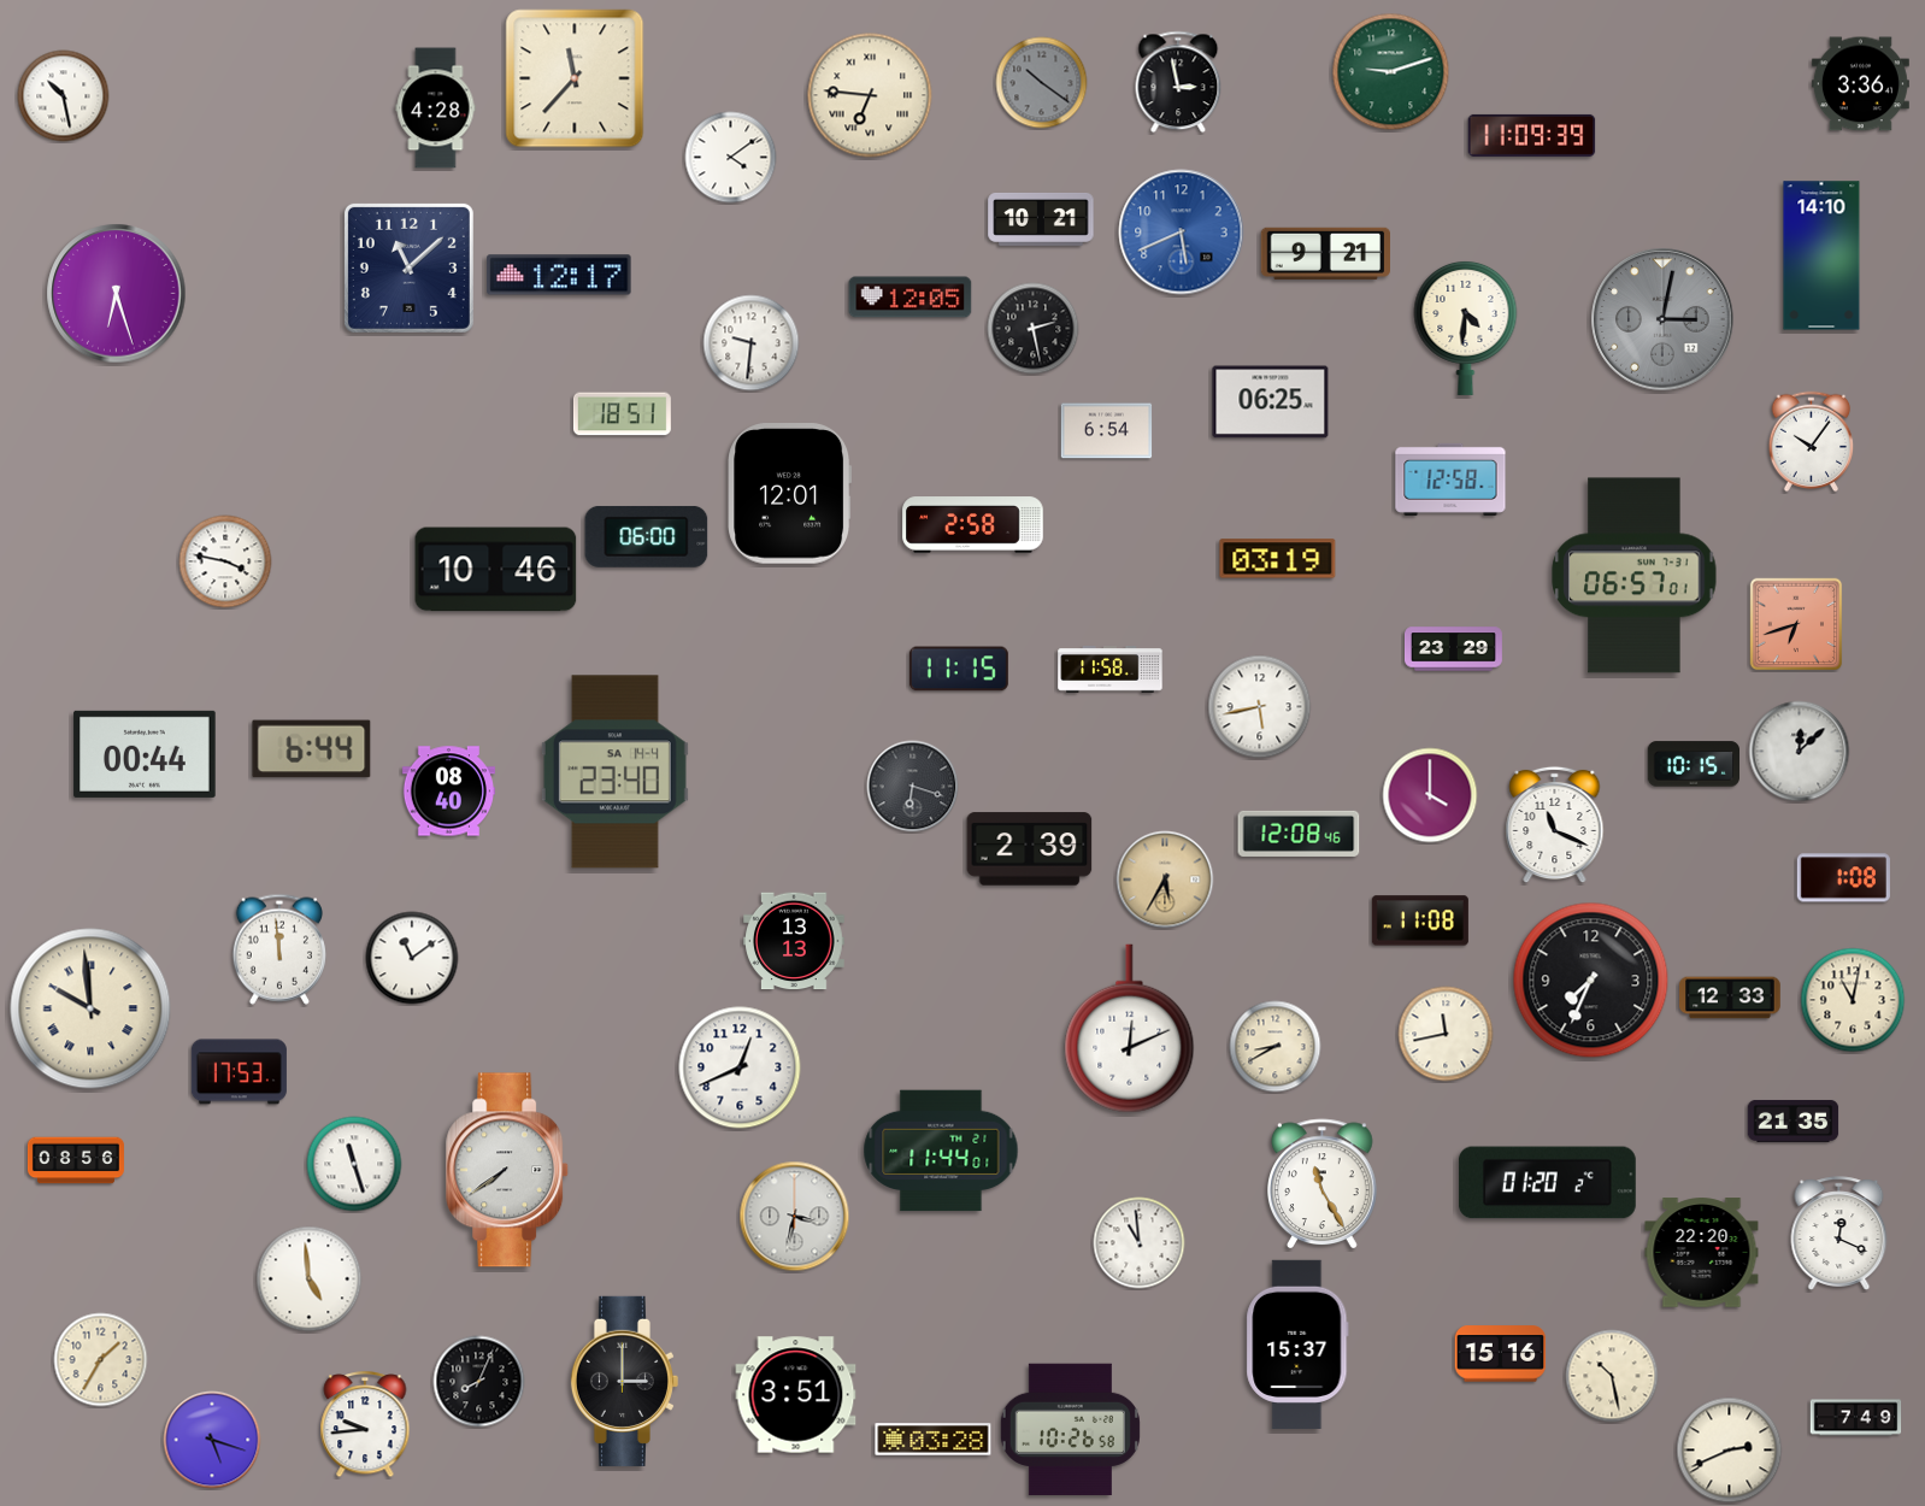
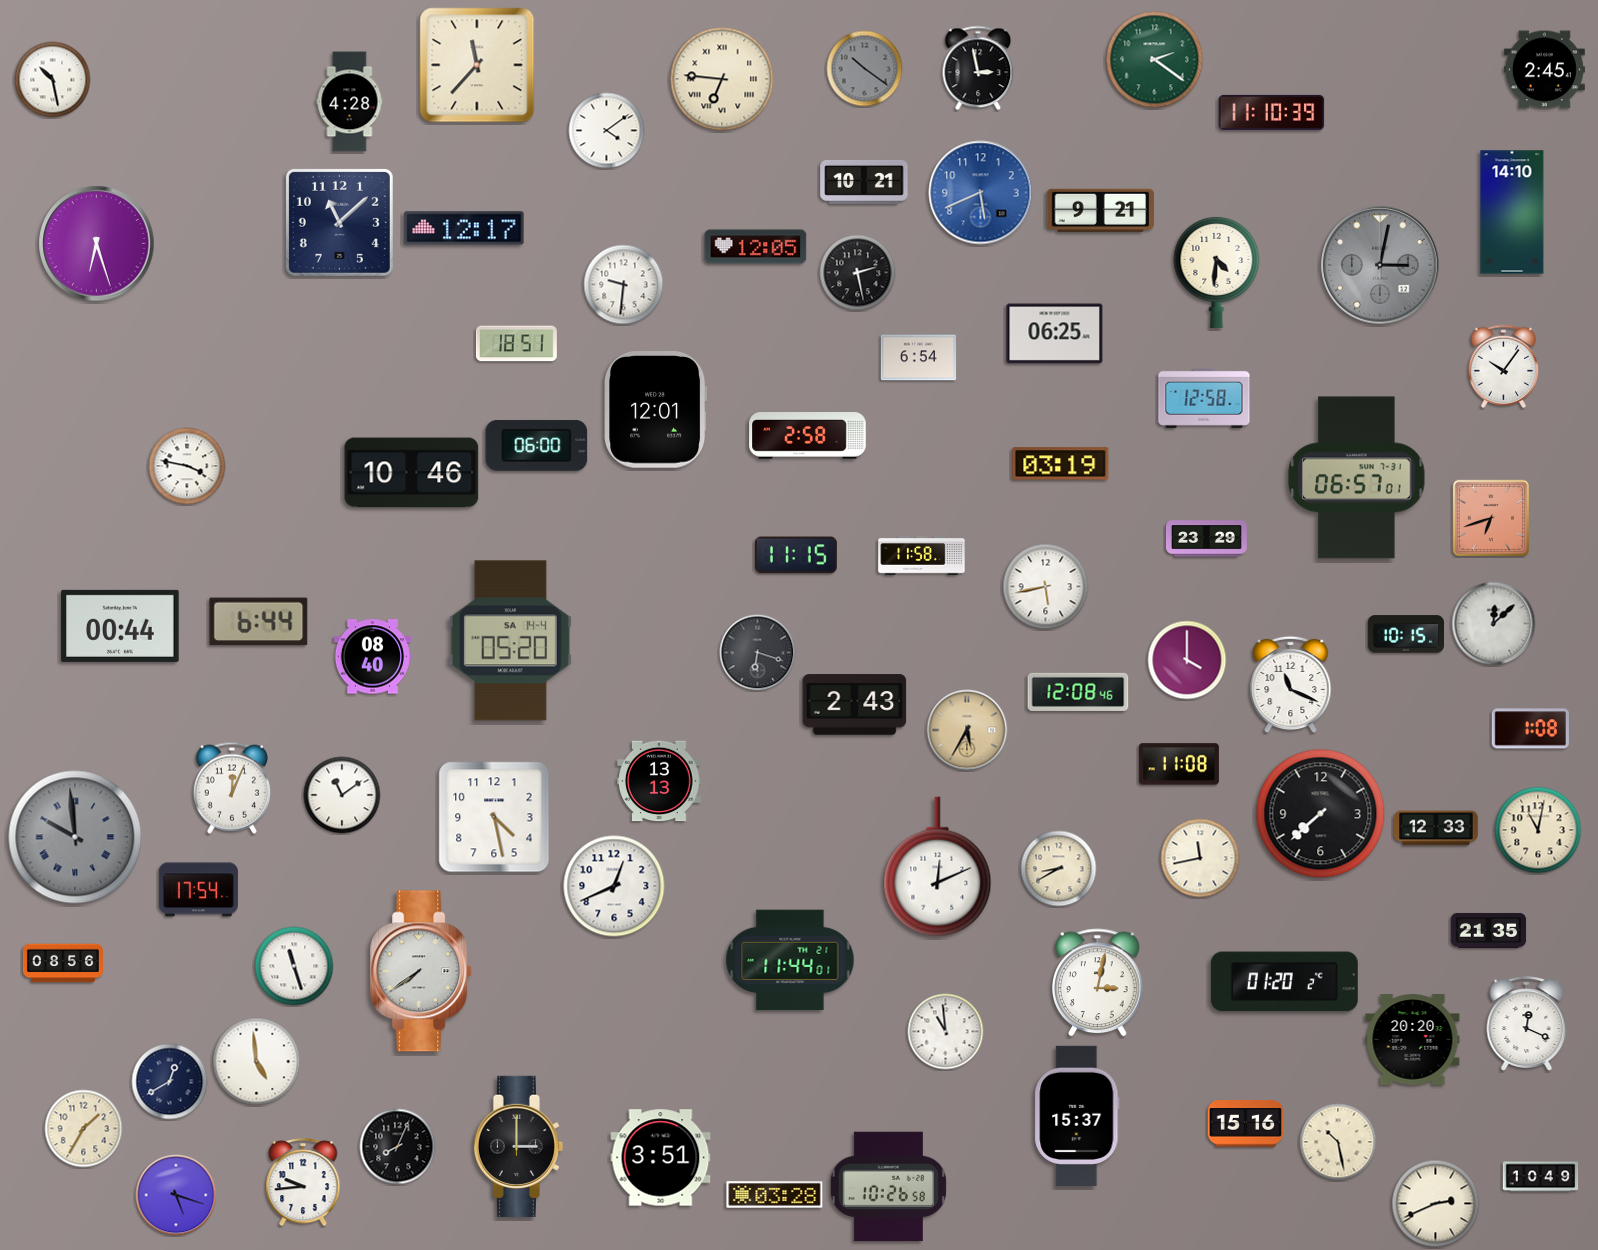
clock at (1391, 72): 9:12 -> 2:21
clock at (1860, 84): 3:36 -> 2:45
clock at (436, 108) position: (436, 108) -> (350, 102)
clock at (1532, 135): 11:09 -> 11:10
clock at (614, 772): 23:40 -> 05:20
clock at (1030, 849): 2:39 -> 2:43
clock at (279, 949): 11:59 -> 12:04
clock at (1591, 981): 7:34 -> 7:38
clock at (494, 817): none -> 4:28
clock at (90, 1008) dial: cream -> grey
clock at (1130, 1029) position: (1130, 1029) -> (938, 867)
clock at (239, 1072): 17:53 -> 17:54
clock at (941, 1151) position: (941, 1151) -> (790, 960)
clock at (1323, 1184): 11:25 -> 3:02
clock at (795, 1217): 3:32 -> none
clock at (1702, 1253): 22:20 -> 20:20
clock at (170, 1082): none -> 12:40
clock at (1856, 1418): 7:49 -> 10:49
